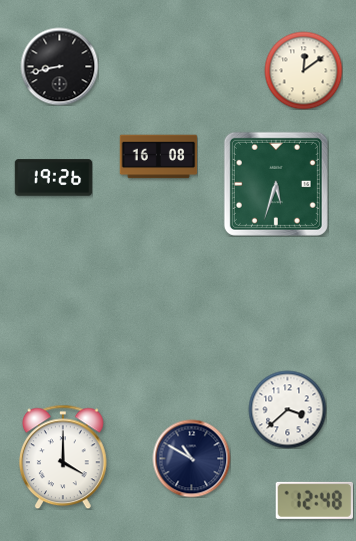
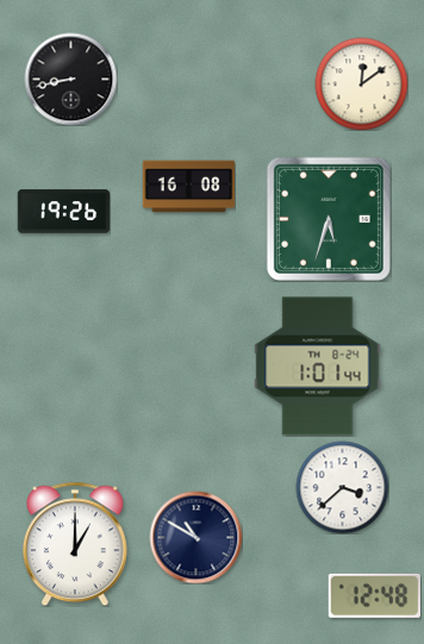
clock at (318, 367): none -> 1:01
clock at (64, 457): 4:00 -> 1:00
clock at (191, 458) position: (191, 458) -> (195, 537)
